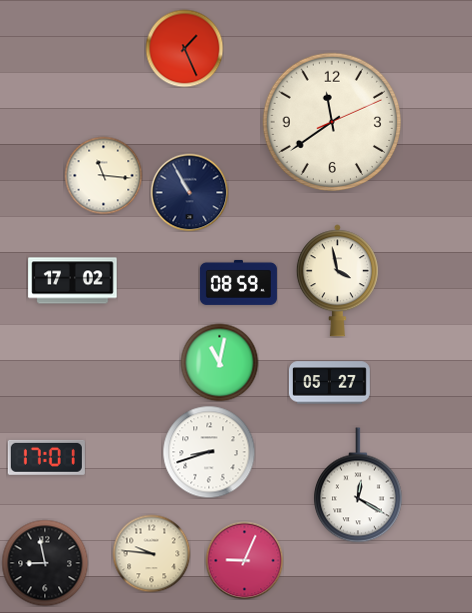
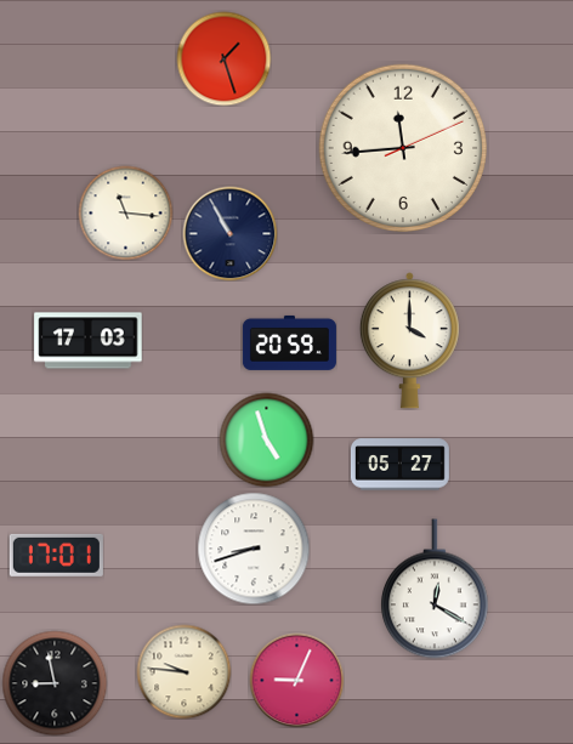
clock at (184, 48): 1:26 -> 1:27
clock at (331, 121): 11:39 -> 11:44
clock at (73, 281): 17:02 -> 17:03
clock at (337, 281): 3:58 -> 4:00
clock at (238, 282): 08:59 -> 20:59
clock at (219, 362): 11:02 -> 4:57
